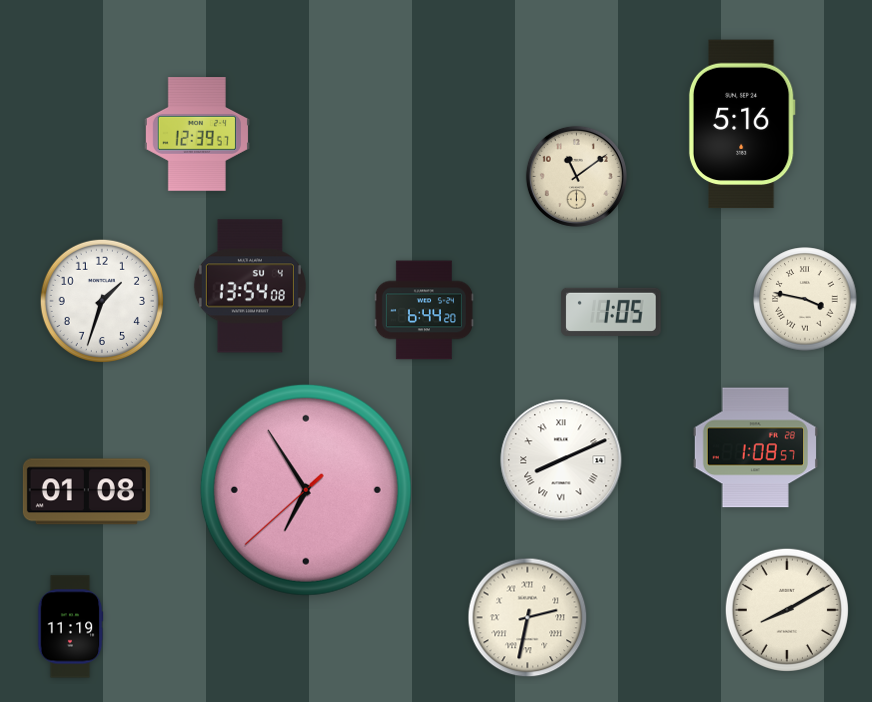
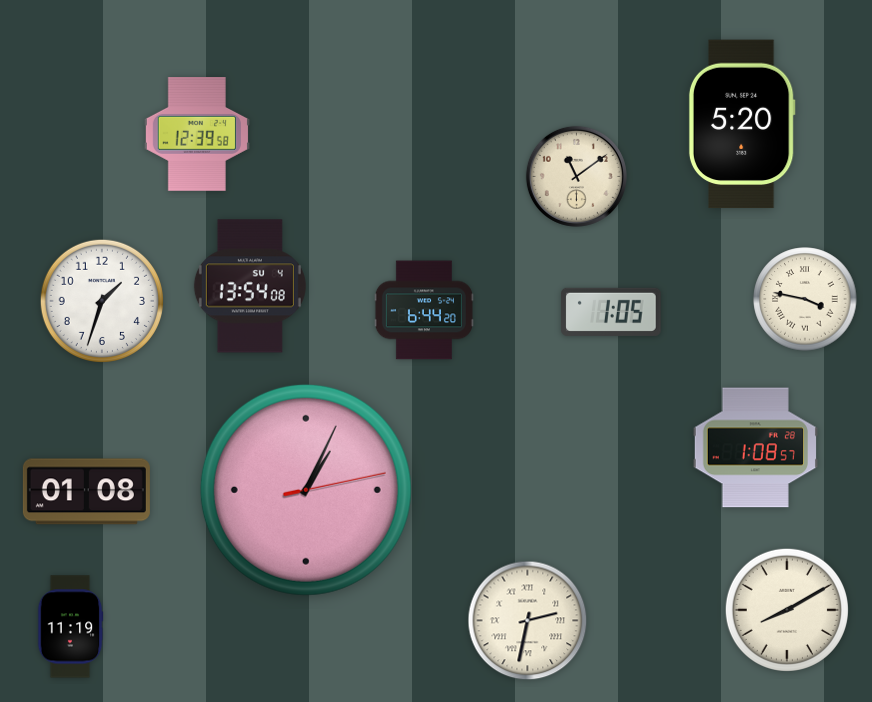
clock at (742, 124): 5:16 -> 5:20
clock at (197, 135): 12:39:57 -> 12:39:58
clock at (561, 460): 8:11 -> none
clock at (306, 490): 6:54 -> 1:04
clock at (528, 618) position: (528, 618) -> (528, 621)
